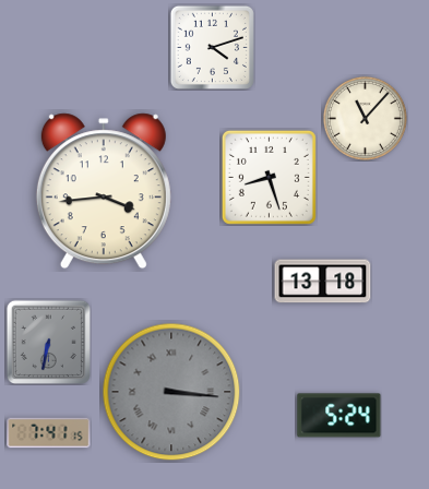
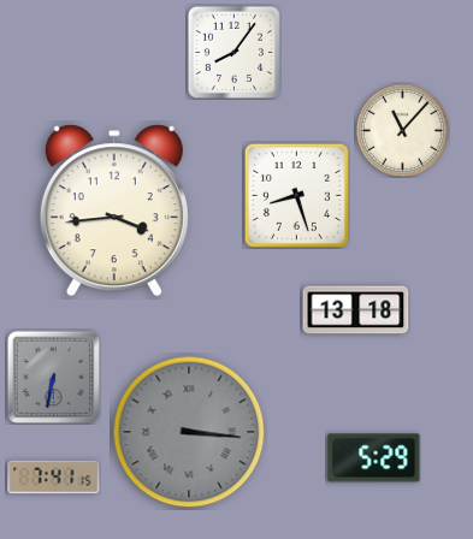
clock at (212, 47): 4:12 -> 8:06
clock at (339, 416): 5:24 -> 5:29
